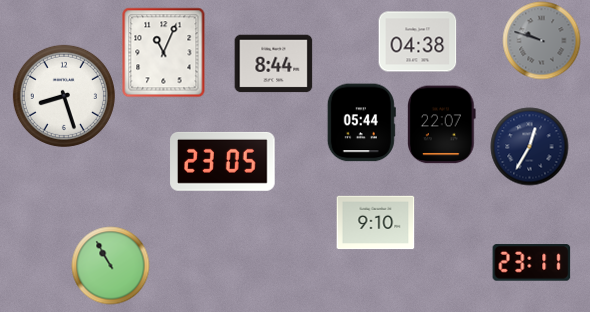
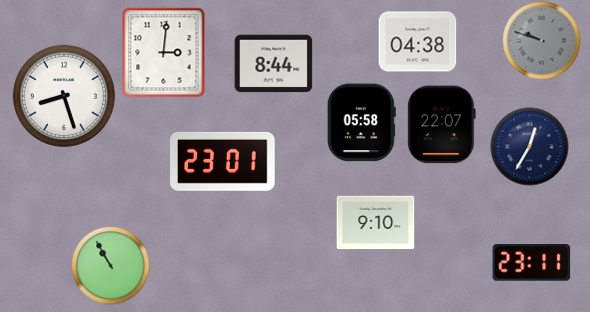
clock at (164, 52): 11:04 -> 3:01
clock at (361, 122): 05:44 -> 05:58
clock at (223, 161): 23:05 -> 23:01
